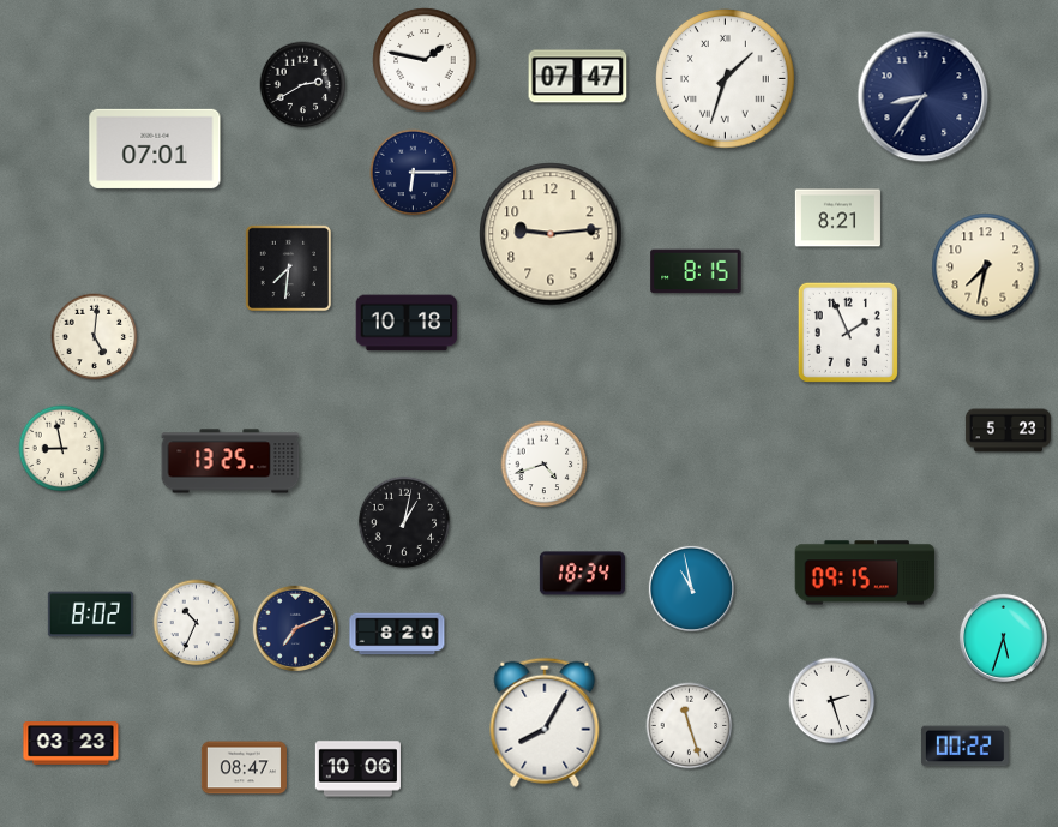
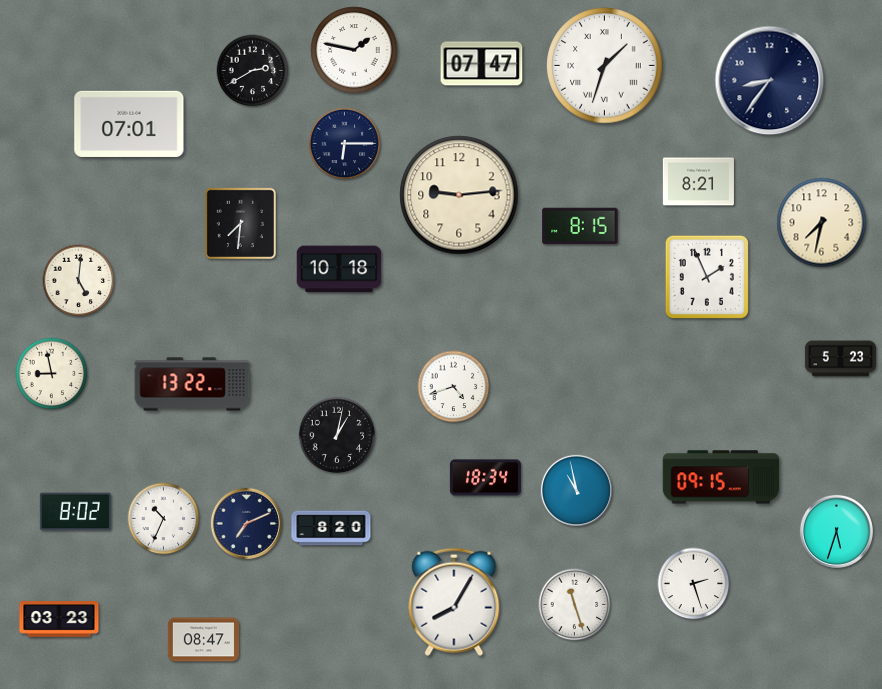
clock at (230, 461): 13:25 -> 13:22
clock at (964, 747): 00:22 -> none
clock at (357, 769): 10:06 -> none
